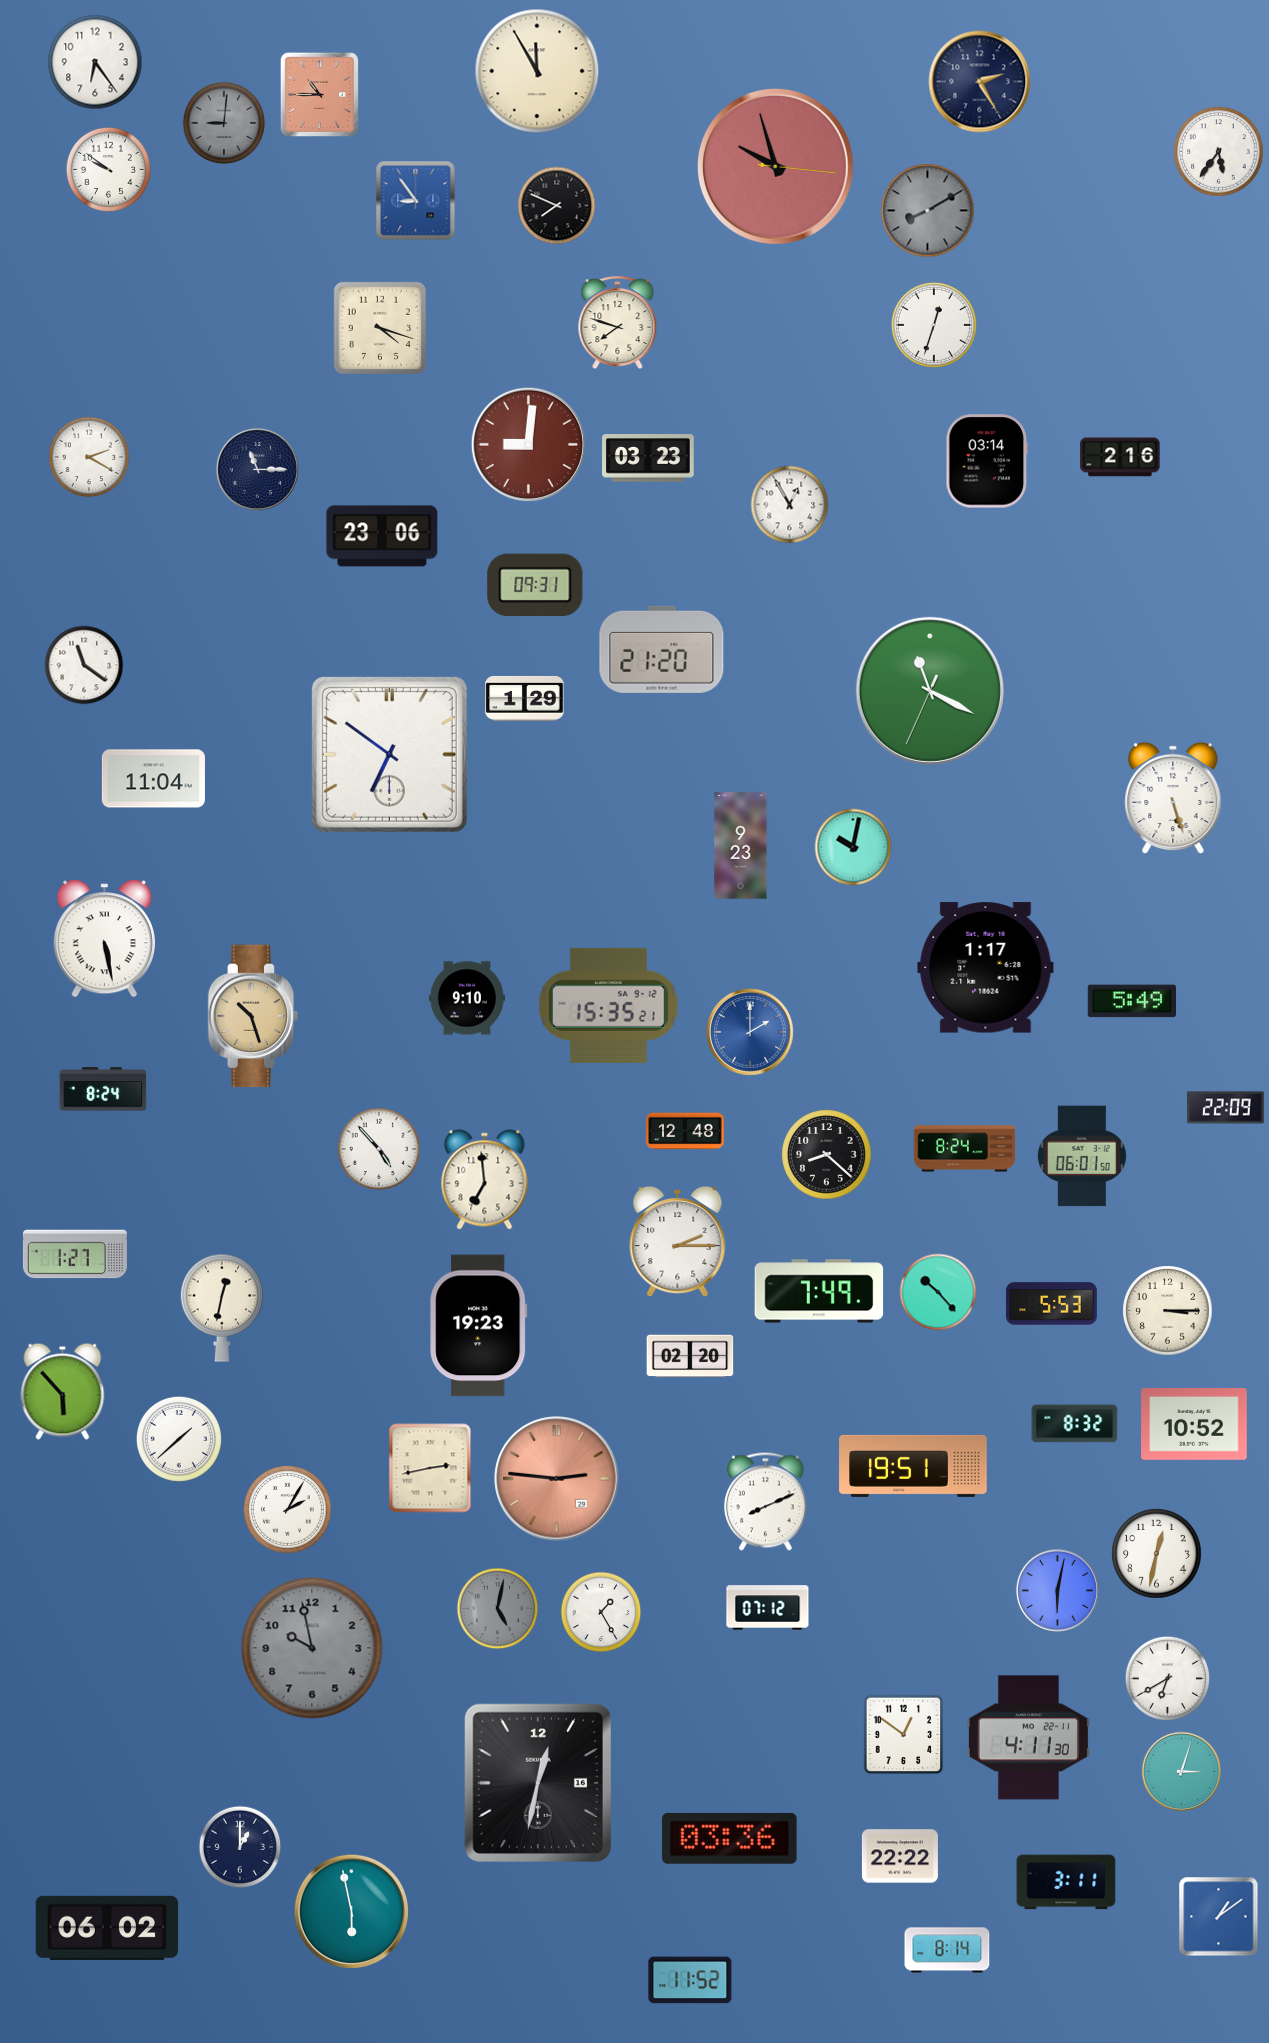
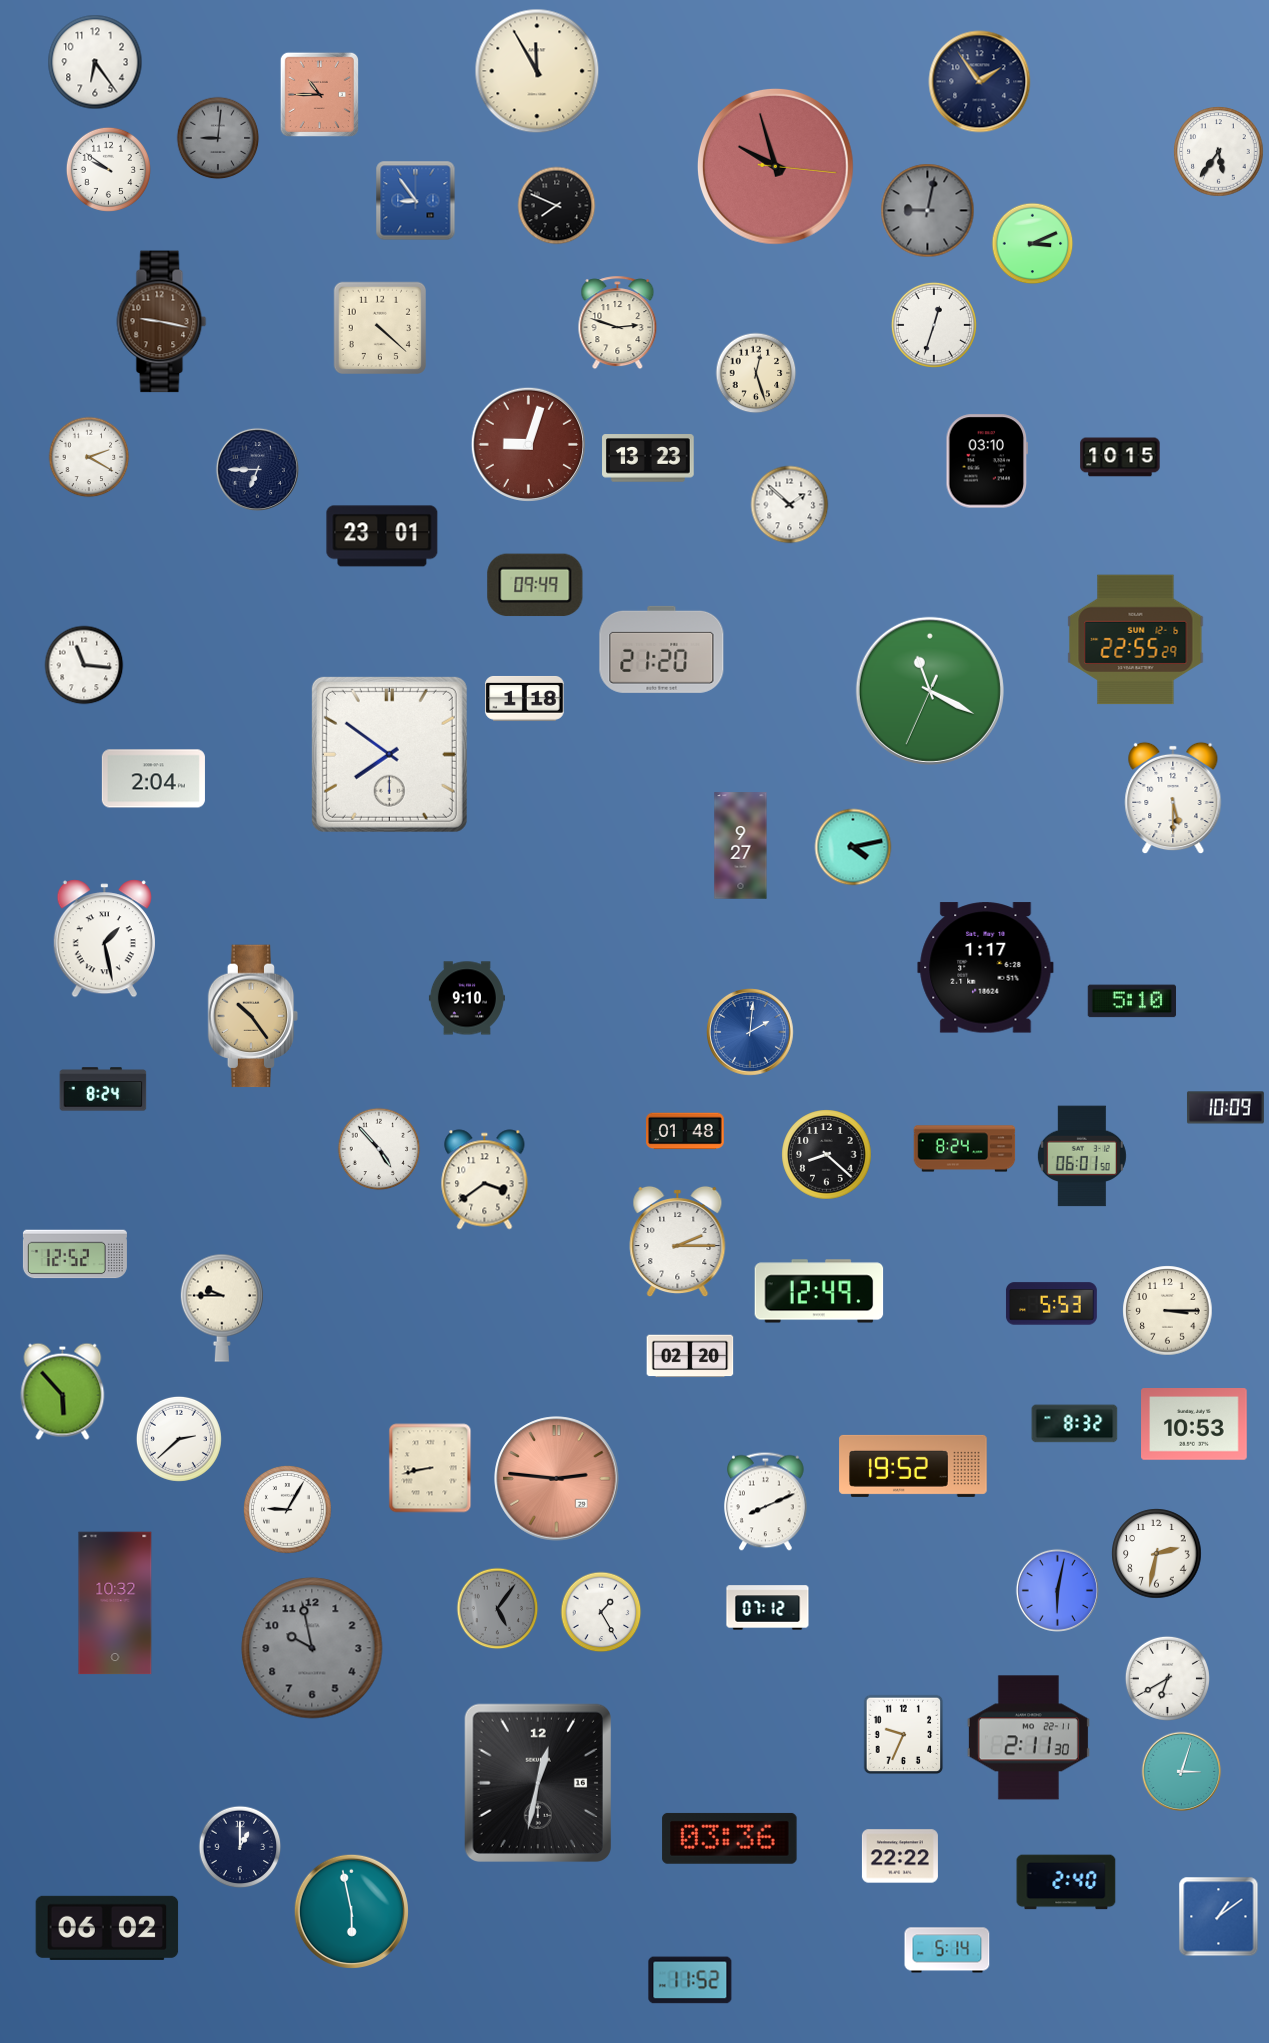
clock at (980, 82): 2:25 -> 1:54
clock at (224, 123) position: (224, 123) -> (218, 138)
clock at (928, 211): 8:10 -> 9:02
clock at (1033, 244): none -> 3:11
clock at (162, 322): none -> 9:17
clock at (618, 323): 7:48 -> 2:48
clock at (379, 327): 4:18 -> 4:22
clock at (756, 373): none -> 12:27
clock at (528, 444): 9:01 -> 9:03
clock at (1120, 457): 2:16 -> 10:15
clock at (648, 458): 03:23 -> 13:23
clock at (987, 461): 03:14 -> 03:10
clock at (257, 469): 11:15 -> 6:45
clock at (790, 505): 12:55 -> 1:52
clock at (382, 536): 23:06 -> 23:01
clock at (535, 585): 09:31 -> 09:49
clock at (1136, 640): none -> 22:55
clock at (84, 665): 11:21 -> 11:16
clock at (525, 698): 1:29 -> 1:18
clock at (389, 754): 6:51 -> 7:51
clock at (153, 779): 11:04 -> 2:04
clock at (1173, 798): 5:27 -> 5:30
clock at (741, 846): 9:23 -> 9:27
clock at (853, 847): 10:02 -> 4:13
clock at (104, 939): 5:28 -> 1:28
clock at (1131, 1001): 5:49 -> 5:10
clock at (609, 1005): 15:35 -> none
clock at (253, 1016): 10:27 -> 10:24
clock at (751, 1033): 2:00 -> 2:01
clock at (1225, 1108): 22:09 -> 10:09
clock at (685, 1131): 12:48 -> 01:48
clock at (485, 1180): 6:59 -> 3:39
clock at (75, 1254): 1:27 -> 12:52
clock at (819, 1291): 7:49 -> 12:49
clock at (938, 1292): 10:23 -> none
clock at (222, 1308): 12:32 -> 9:45
clock at (479, 1326): 19:23 -> none
clock at (1194, 1424): 10:52 -> 10:53
clock at (179, 1439): 1:38 -> 2:38
clock at (913, 1466): 19:51 -> 19:52
clock at (430, 1468): 2:43 -> 8:43
clock at (288, 1510): 2:05 -> 9:05
clock at (1157, 1554): 12:32 -> 2:32
clock at (115, 1603): none -> 10:32
clock at (498, 1609): 5:02 -> 5:06
clock at (904, 1735): 12:51 -> 9:34
clock at (1028, 1738): 4:11 -> 2:11
clock at (1066, 1882): 3:11 -> 2:40
clock at (947, 1950): 8:14 -> 5:14
